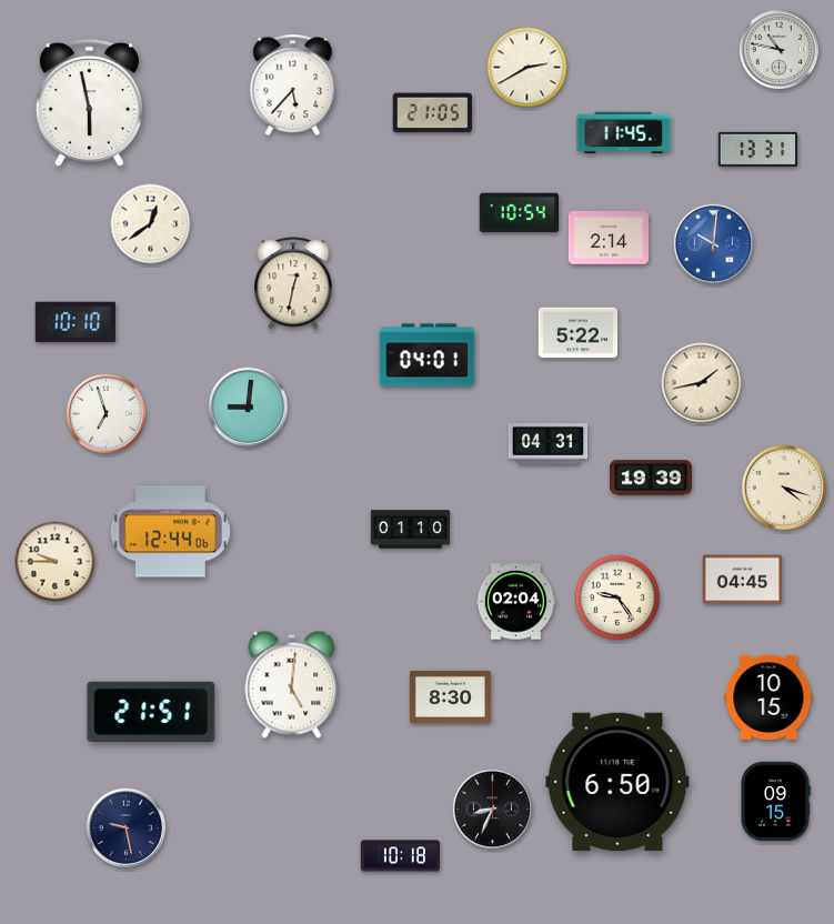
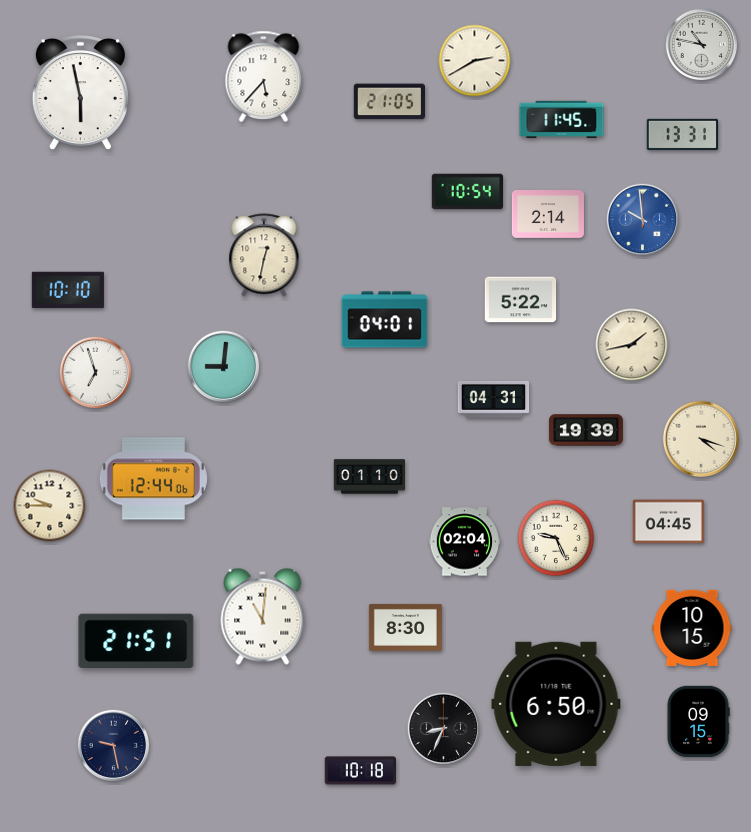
clock at (151, 224): 12:39 -> none
clock at (714, 244): 10:01 -> 9:59
clock at (784, 488) position: (784, 488) -> (701, 439)
clock at (617, 597): 9:24 -> 9:26
clock at (292, 684): 5:01 -> 11:01
